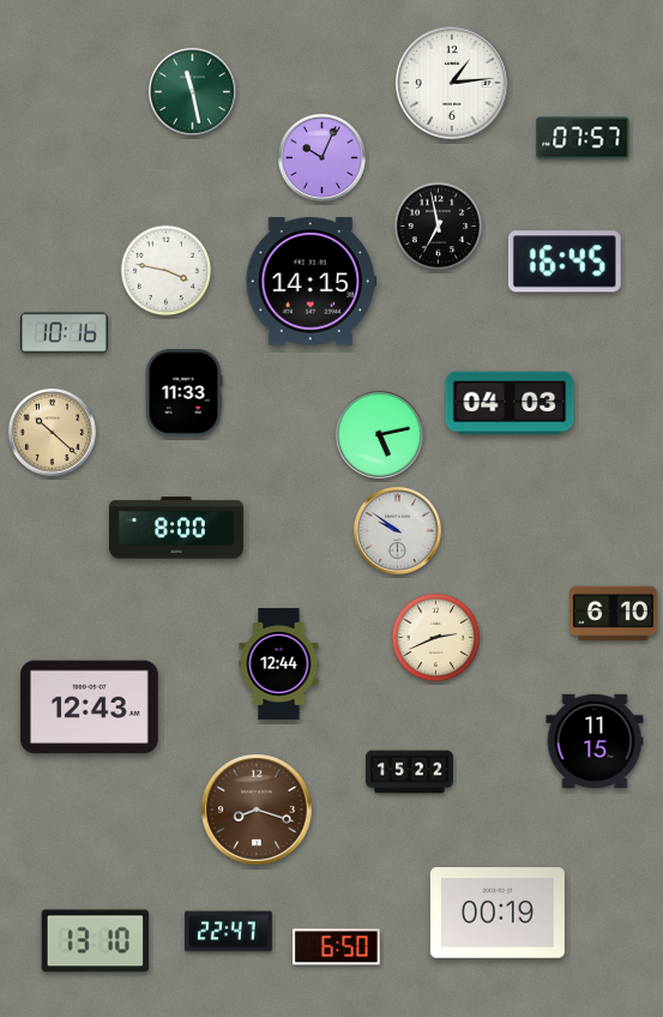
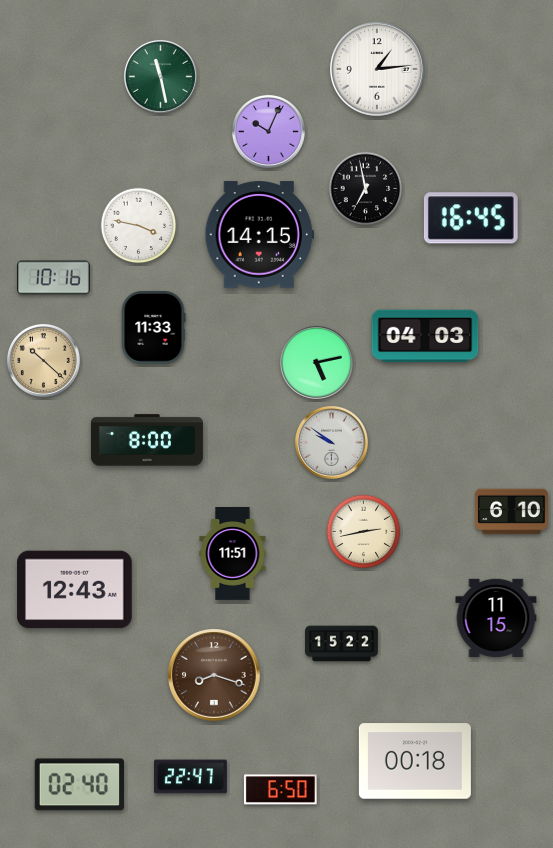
clock at (583, 138): 07:57 -> none
clock at (436, 638): 2:41 -> 2:43
clock at (279, 664): 12:44 -> 11:51
clock at (498, 913): 00:19 -> 00:18
clock at (95, 941): 13:10 -> 02:40
